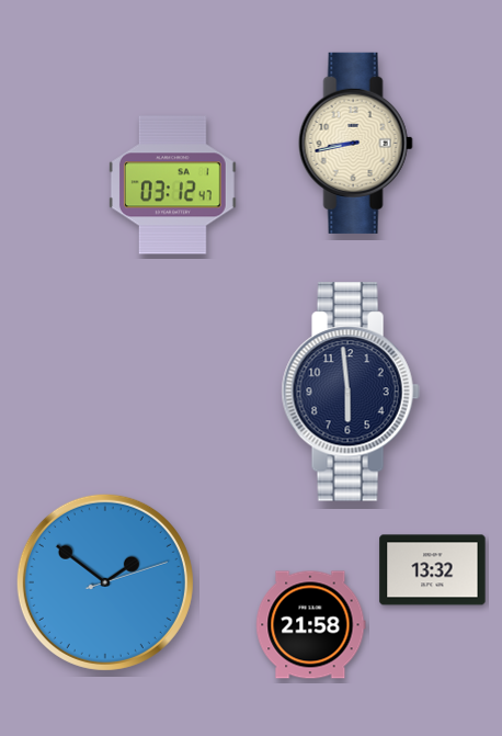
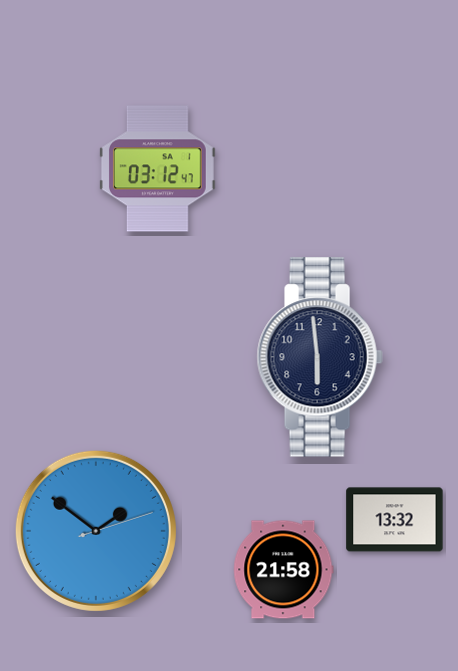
clock at (355, 143): 8:43 -> none
